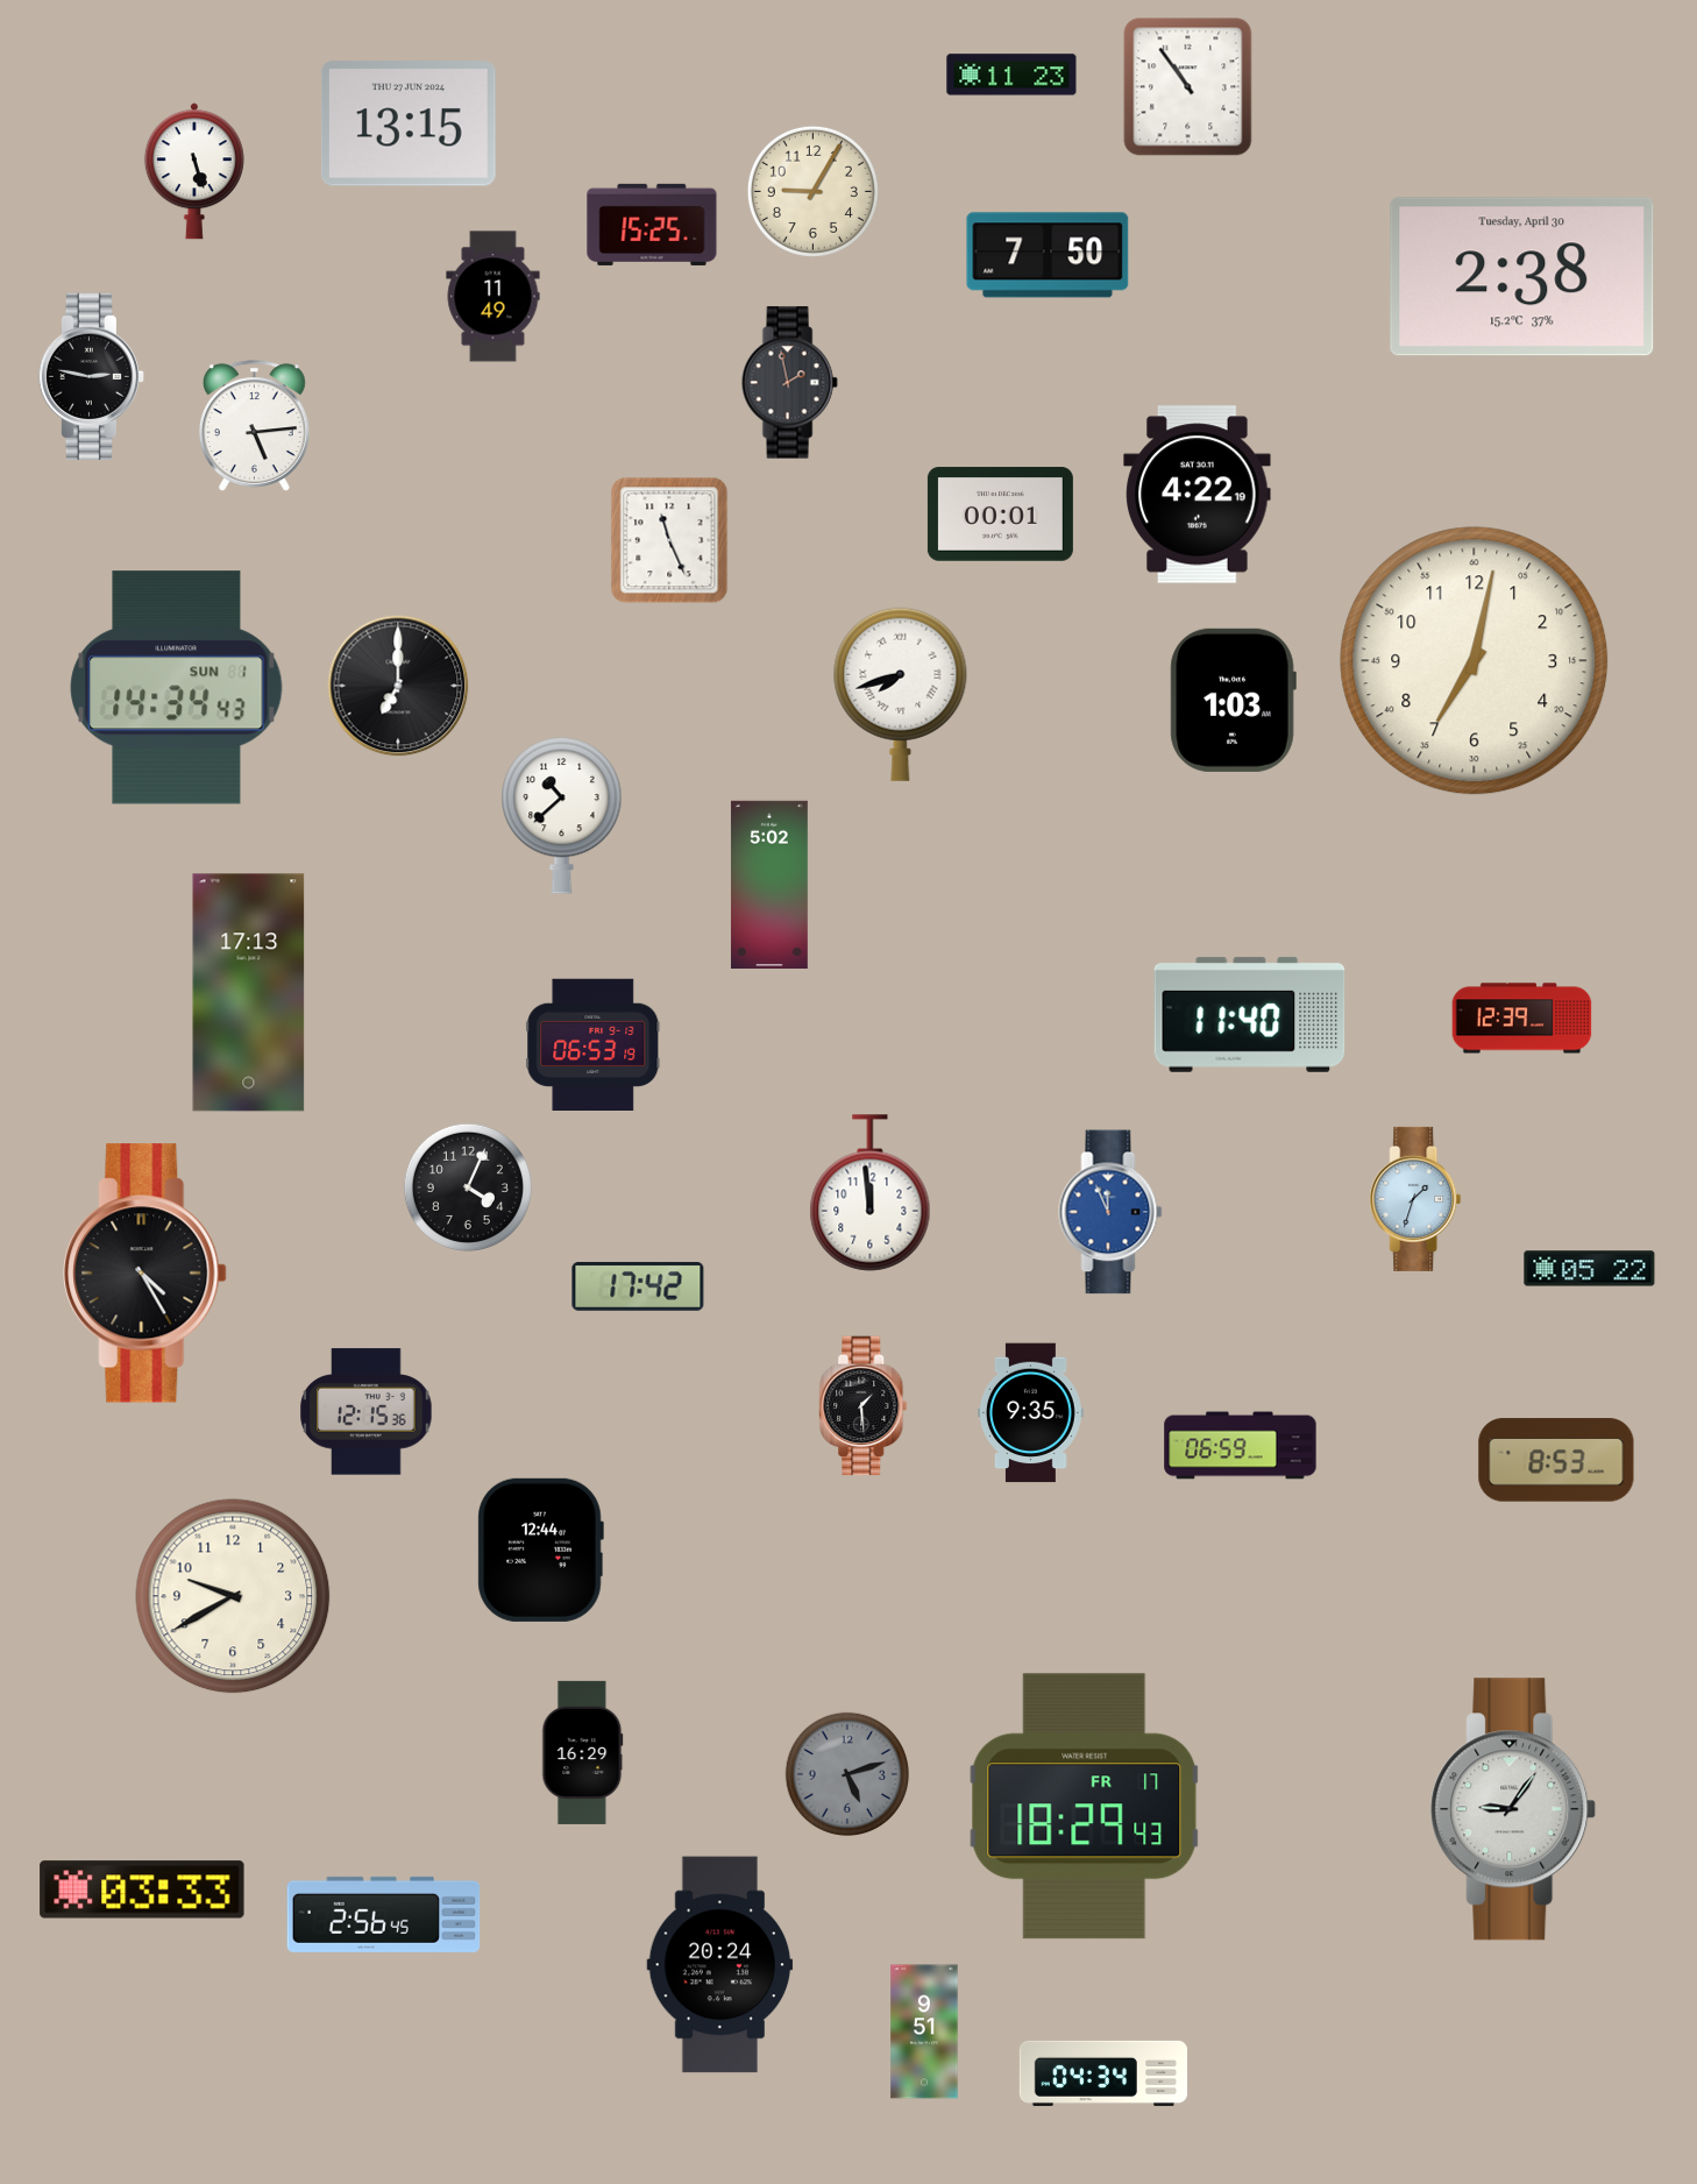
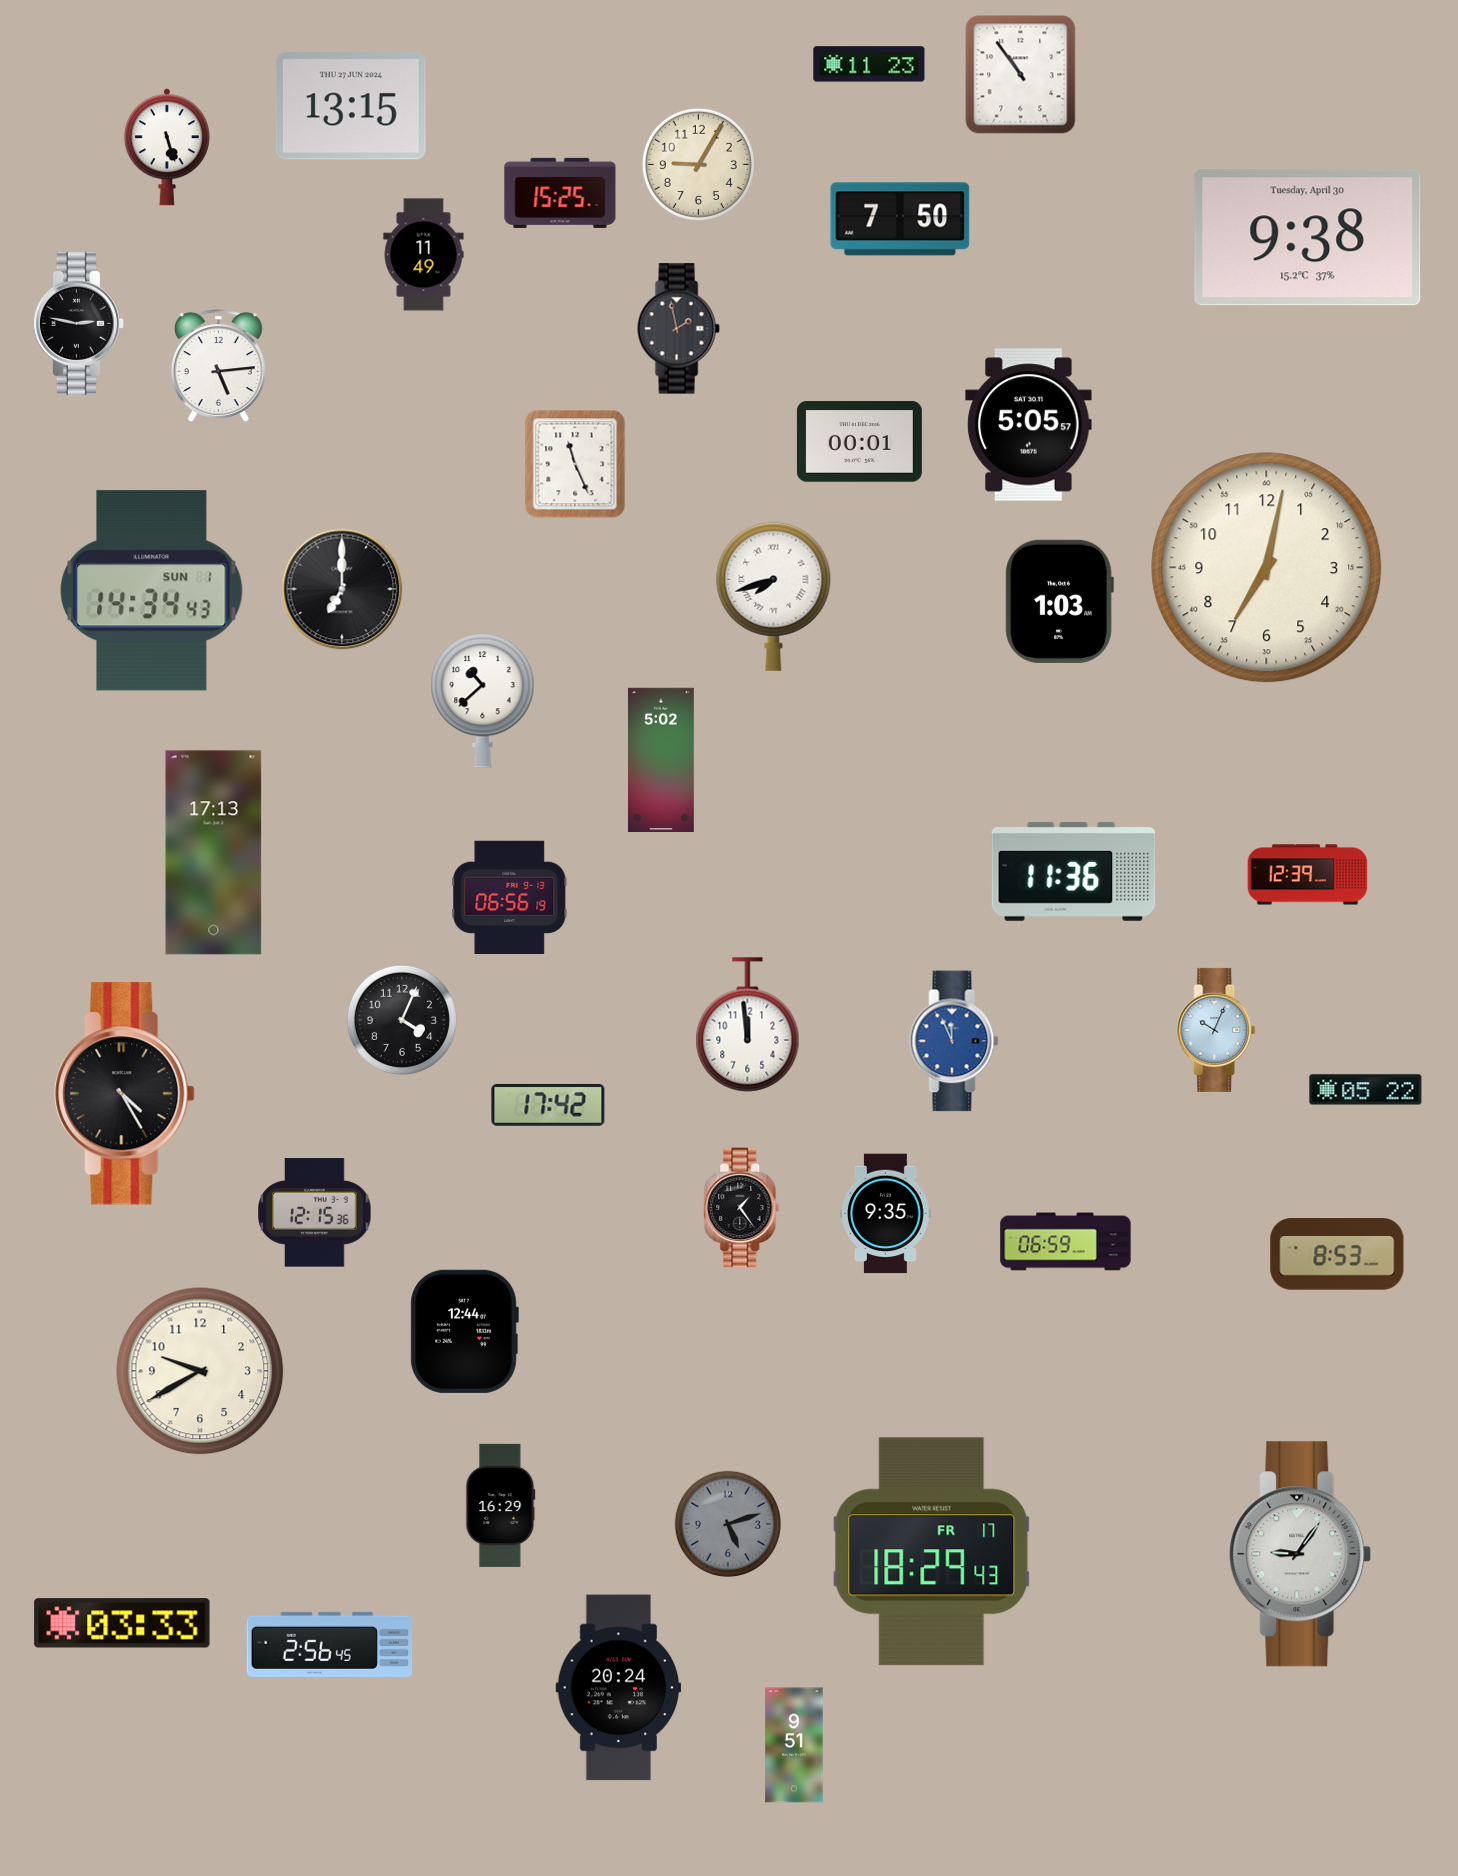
clock at (1522, 277): 2:38 -> 9:38
clock at (1198, 495): 4:22 -> 5:05
clock at (1250, 1014): 11:40 -> 11:36
clock at (594, 1044): 06:53 -> 06:56
clock at (1415, 1199): 1:33 -> 10:04
clock at (864, 1406): 1:29 -> 1:24
clock at (1103, 2073): 04:34 -> none
